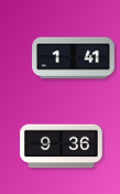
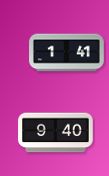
clock at (62, 147): 9:36 -> 9:40
